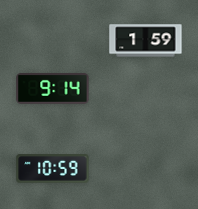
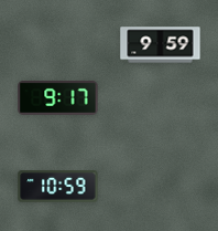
clock at (146, 41): 1:59 -> 9:59
clock at (53, 89): 9:14 -> 9:17
